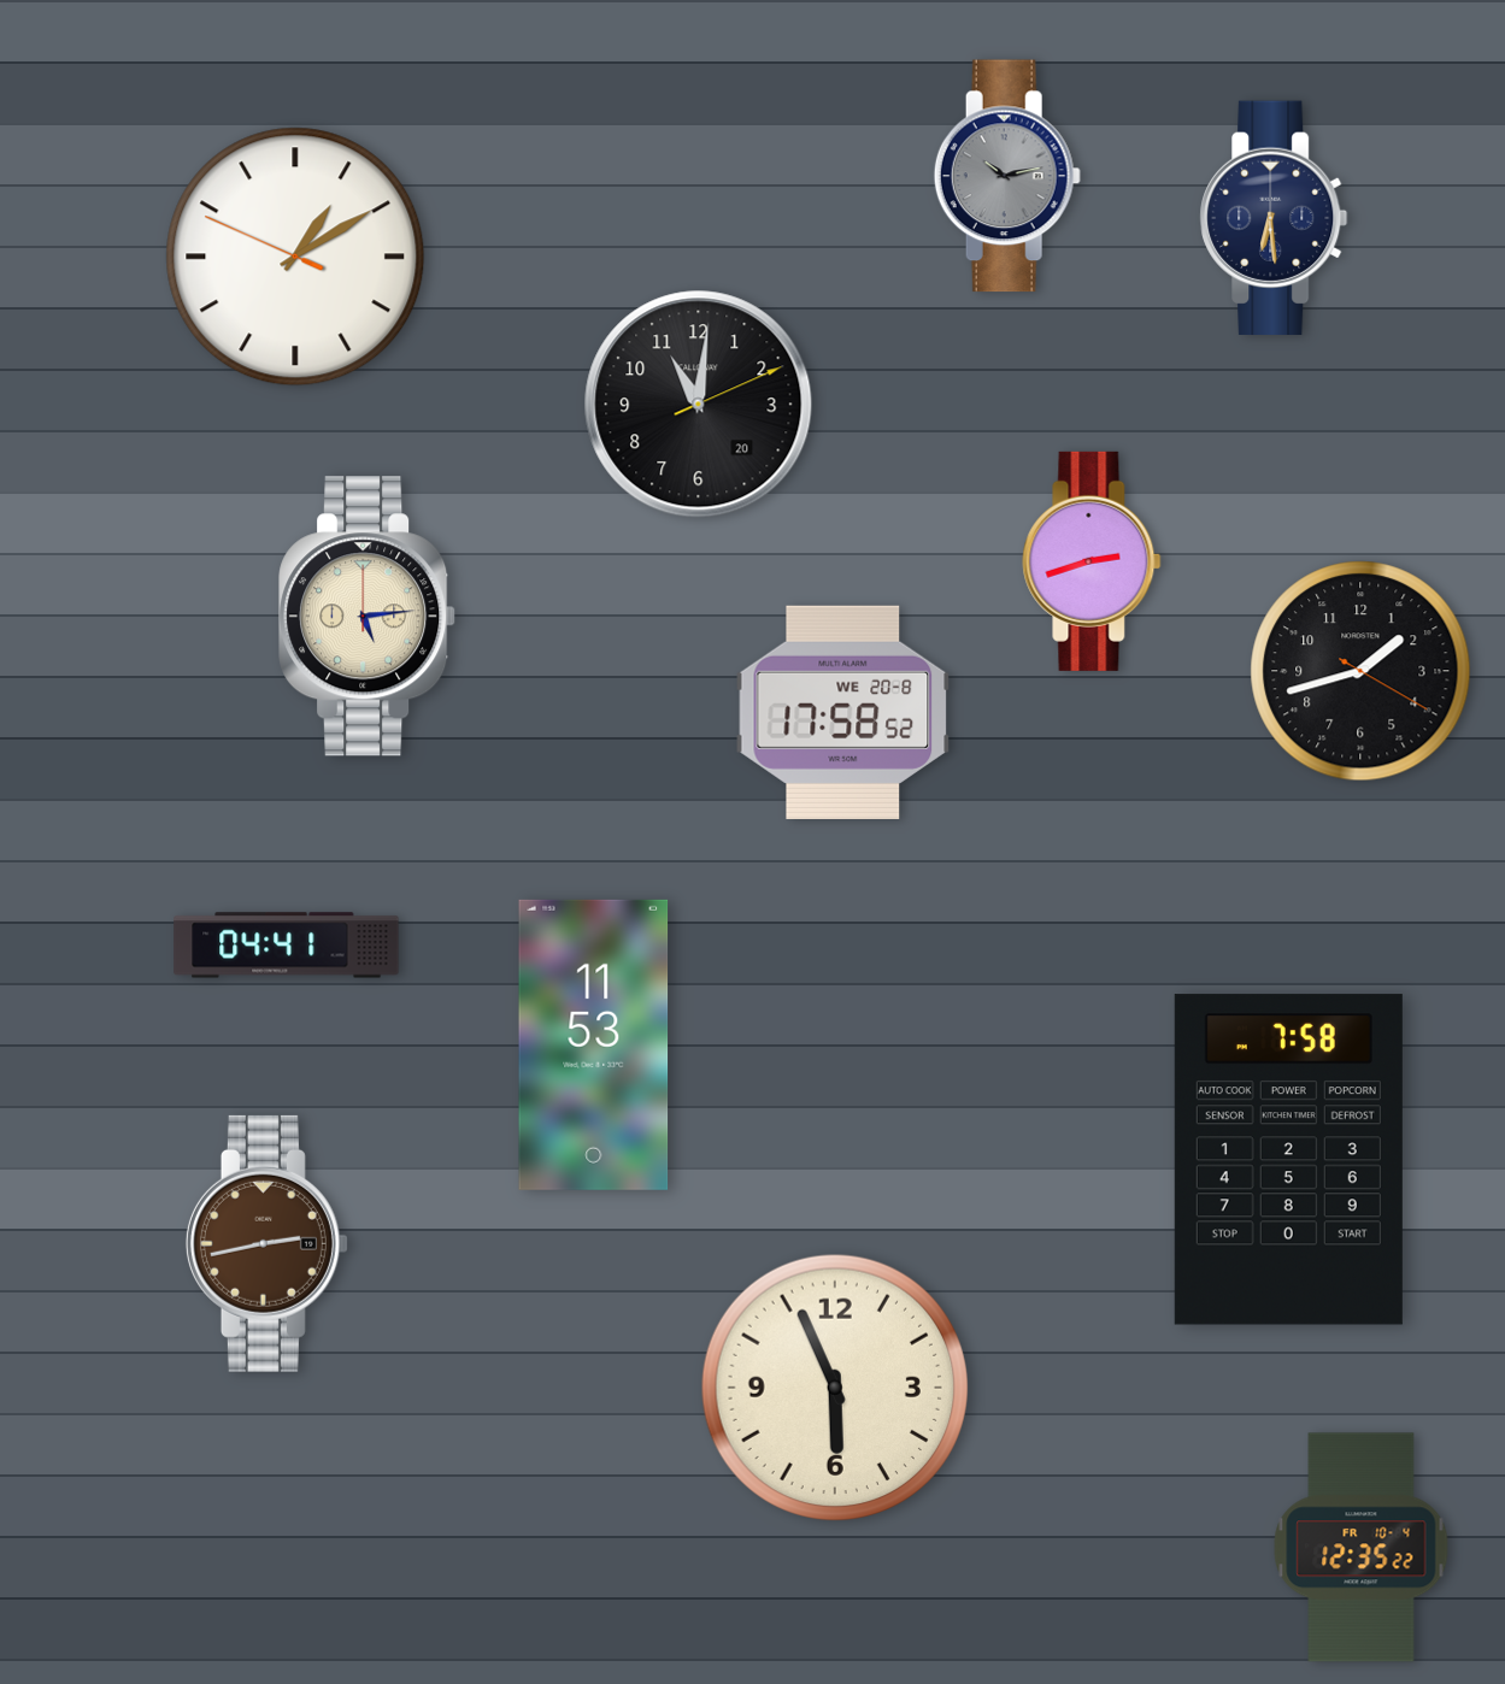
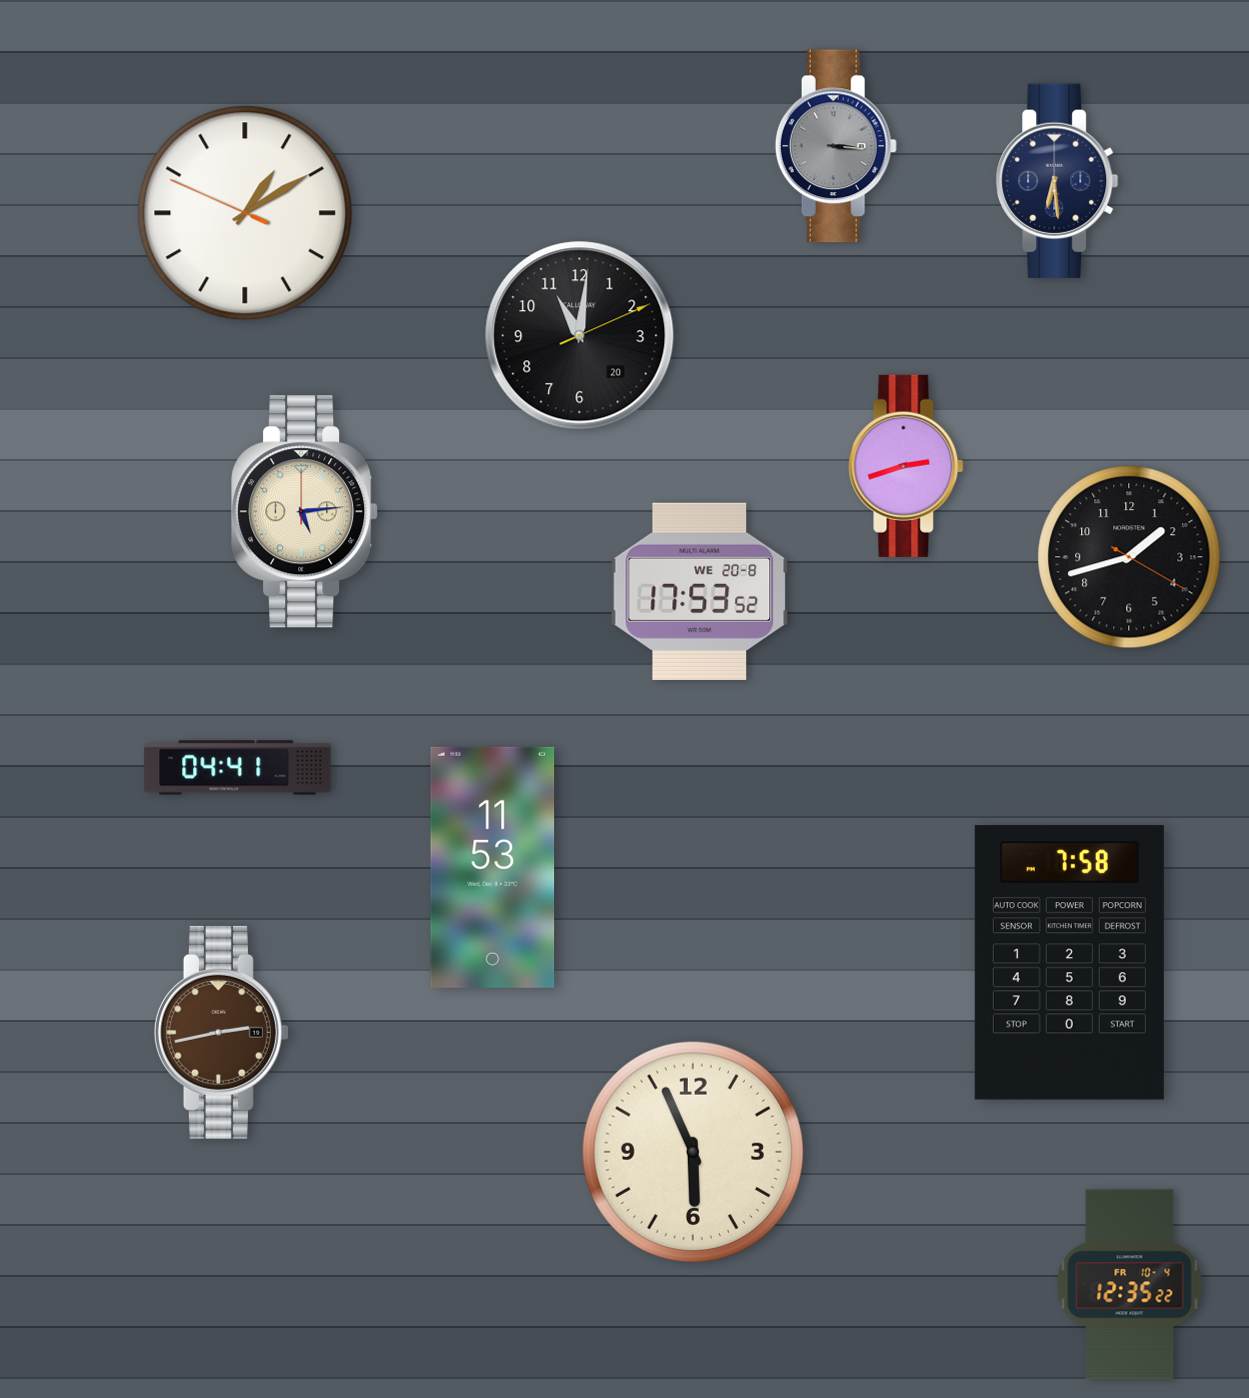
clock at (1007, 176): 10:13 -> 3:16
clock at (843, 712): 17:58 -> 17:53
clock at (287, 946) position: (287, 946) -> (238, 768)
